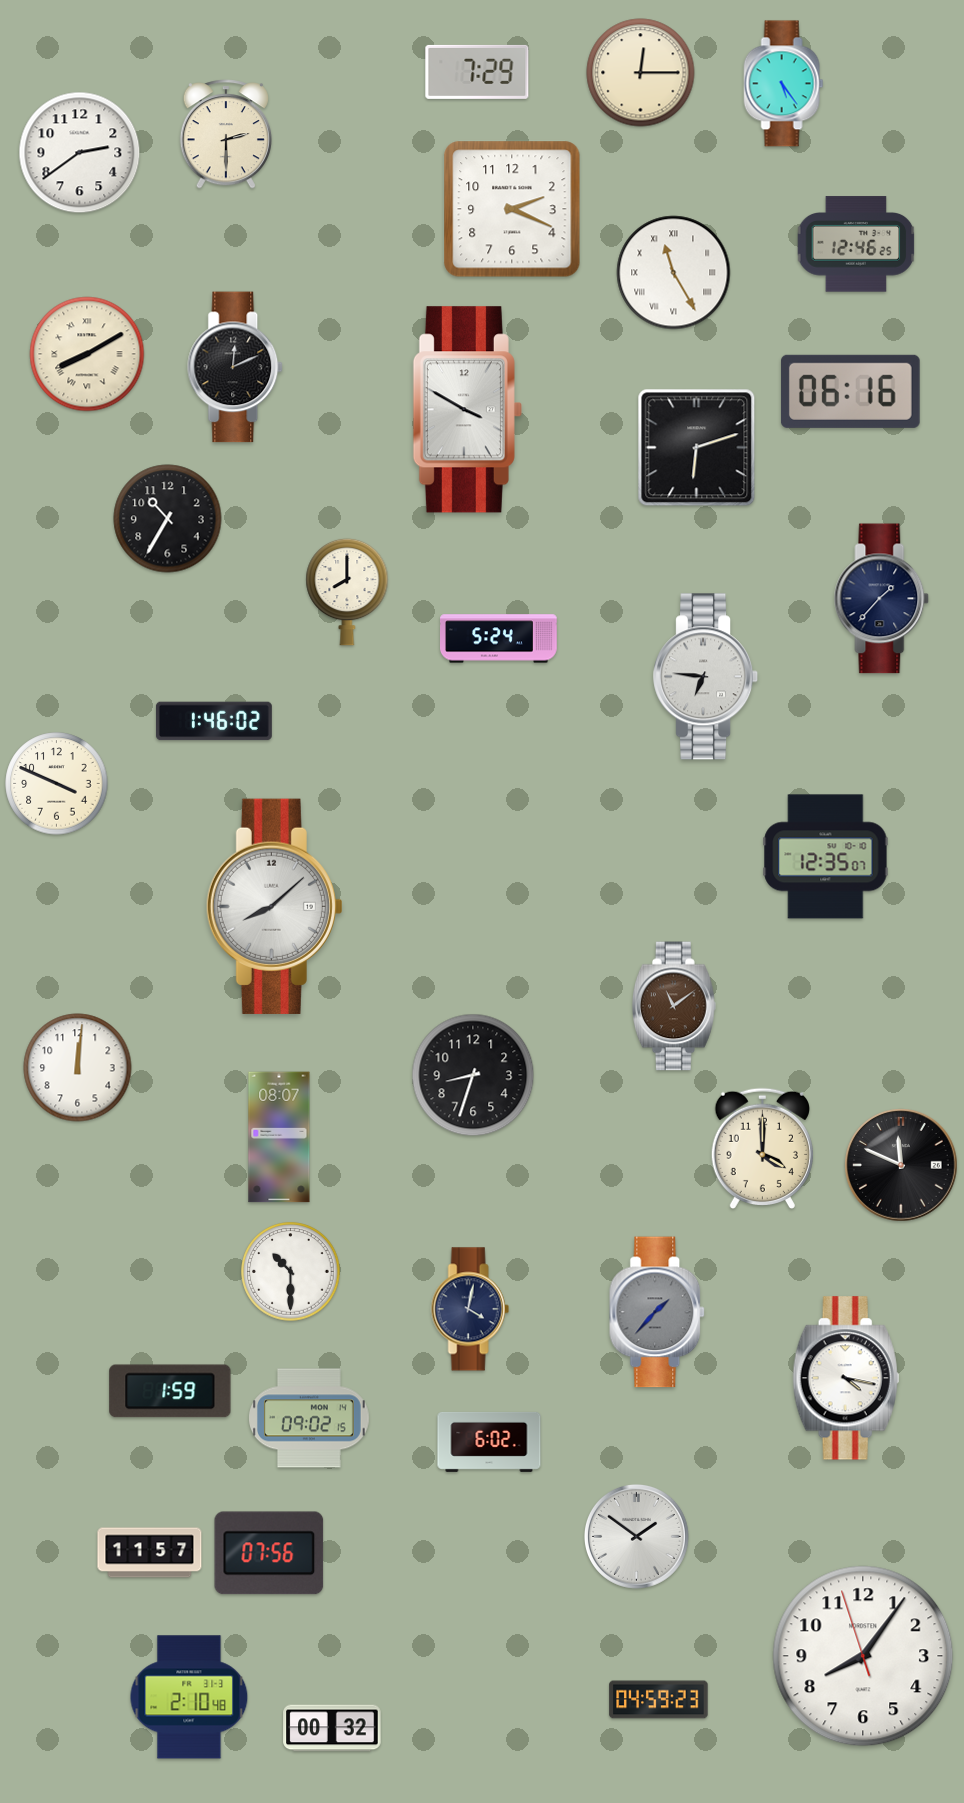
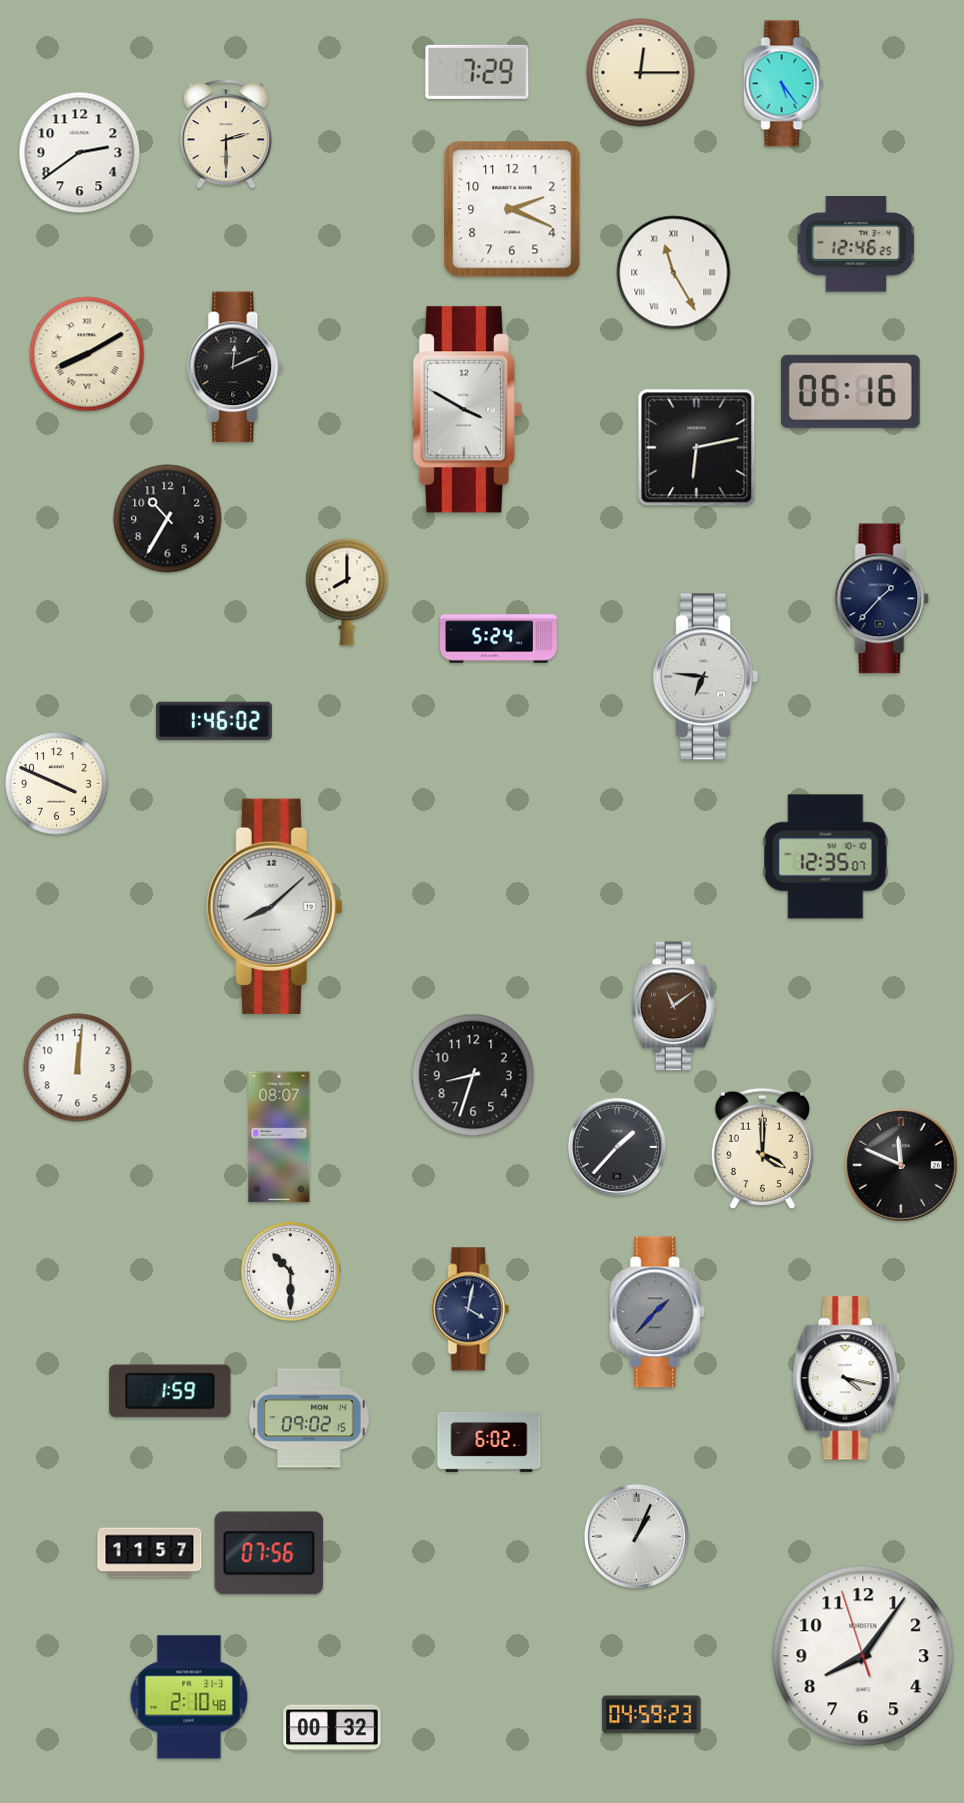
clock at (697, 448): 6:12 -> 6:13
clock at (617, 1147): none -> 1:37
clock at (636, 1536): 1:51 -> 1:04
clock at (659, 1700) position: (659, 1700) -> (652, 1715)
